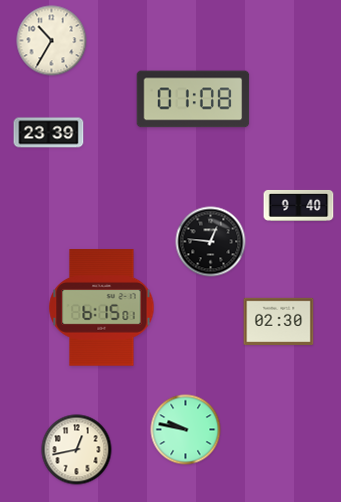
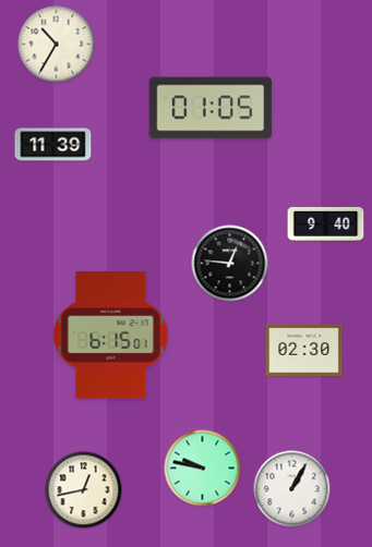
clock at (193, 99): 01:08 -> 01:05
clock at (49, 133): 23:39 -> 11:39
clock at (292, 489): none -> 1:05
